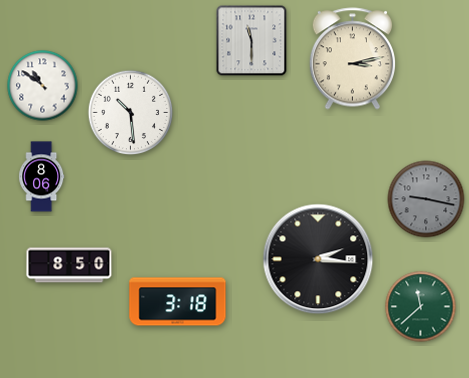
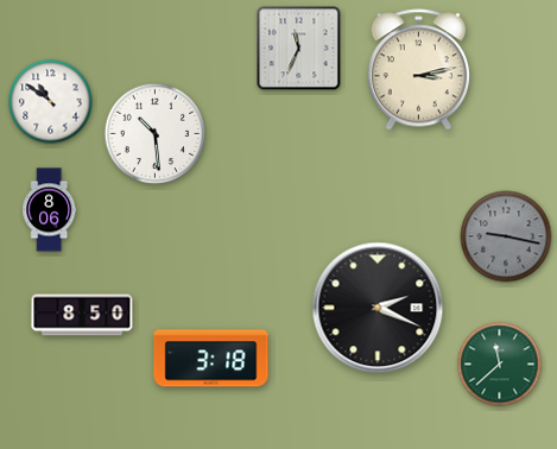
clock at (252, 41): 11:30 -> 11:34
clock at (318, 259): 2:16 -> 2:19
